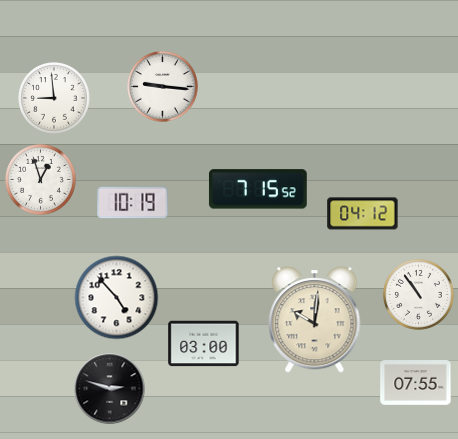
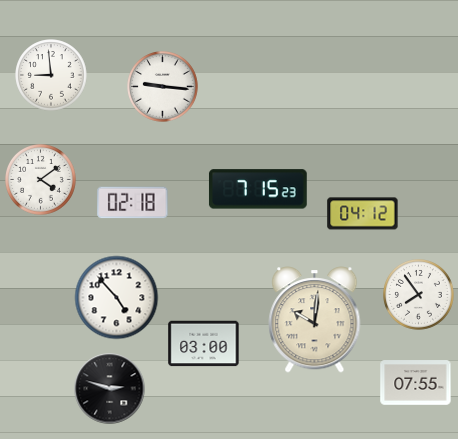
clock at (54, 98) position: (54, 98) -> (51, 75)
clock at (41, 180): 12:57 -> 4:09
clock at (258, 189): 7:15:52 -> 7:15:23
clock at (133, 203): 10:19 -> 02:18
clock at (419, 295): 10:54 -> 7:54
